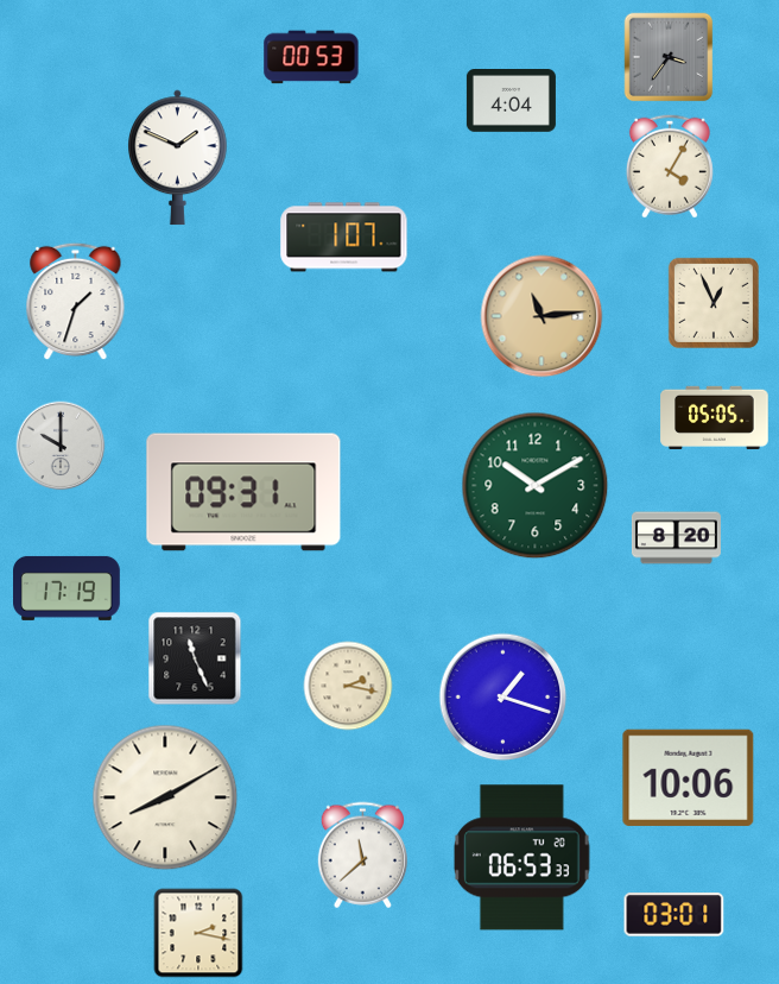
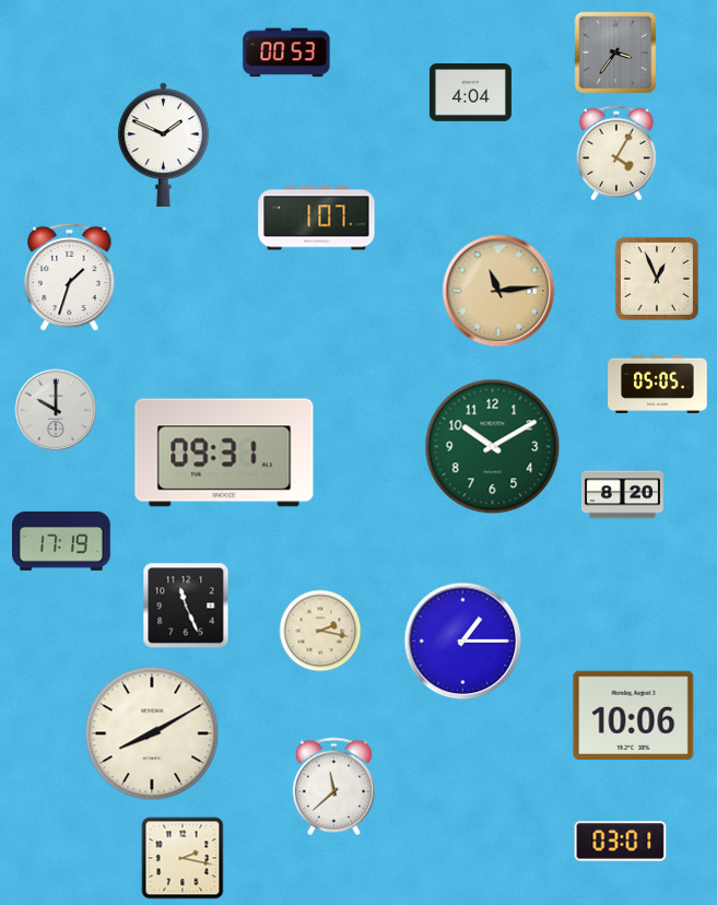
clock at (195, 658) position: (195, 658) -> (186, 606)
clock at (503, 698): 1:18 -> 1:15
clock at (521, 858): 06:53 -> none
